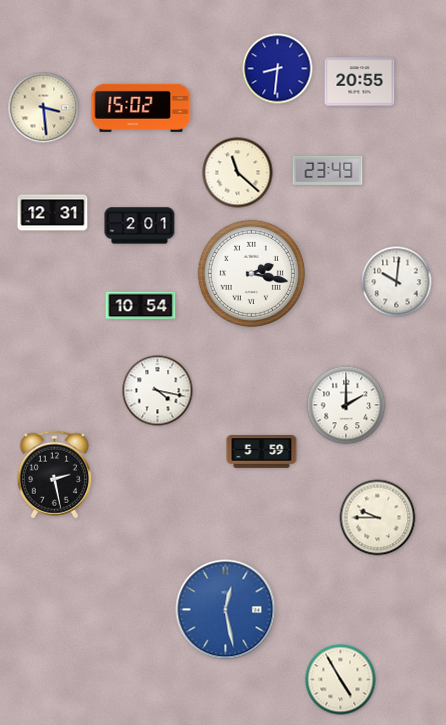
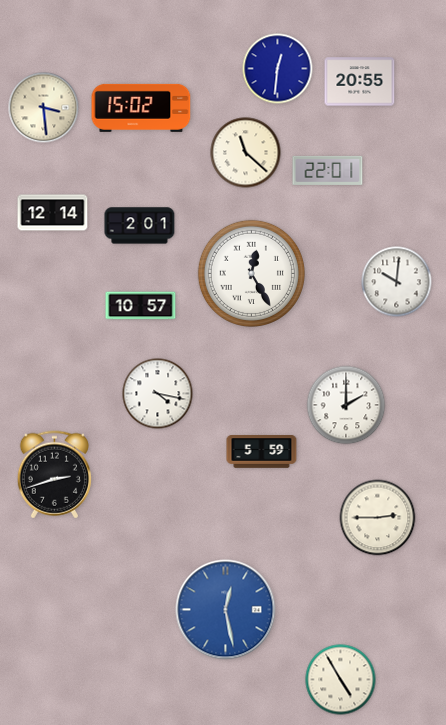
clock at (278, 69): 8:31 -> 12:31
clock at (328, 170): 23:49 -> 22:01
clock at (238, 173) position: (238, 173) -> (246, 153)
clock at (53, 213): 12:31 -> 12:14
clock at (251, 273): 2:17 -> 12:25
clock at (141, 306): 10:54 -> 10:57
clock at (158, 391) position: (158, 391) -> (158, 394)
clock at (54, 475): 2:28 -> 2:42
clock at (378, 518): 9:45 -> 2:45
